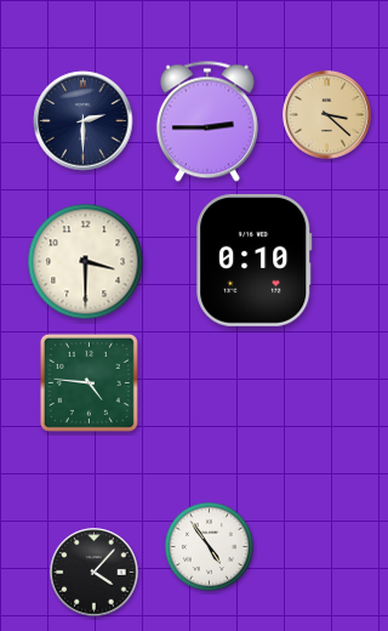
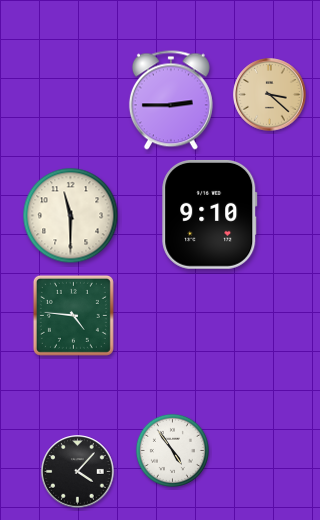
clock at (84, 121): 2:30 -> none
clock at (255, 260): 0:10 -> 9:10
clock at (86, 262): 3:30 -> 11:30
